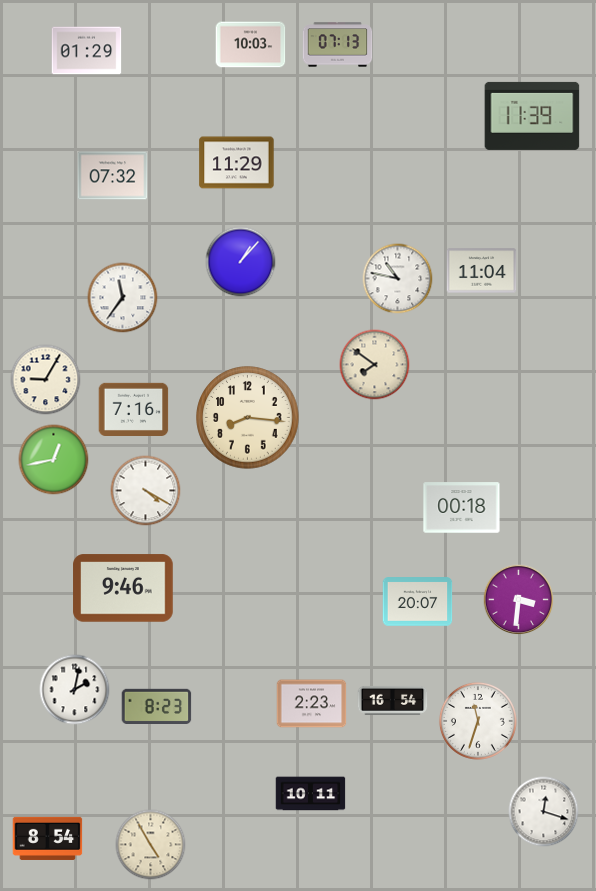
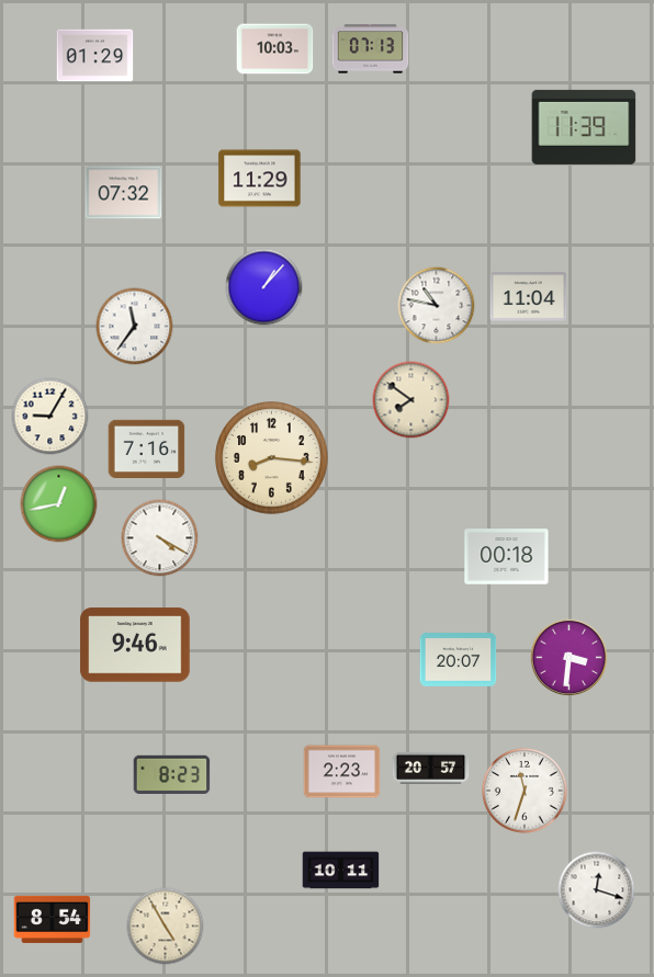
clock at (75, 690): 2:02 -> none
clock at (393, 700): 16:54 -> 20:57
